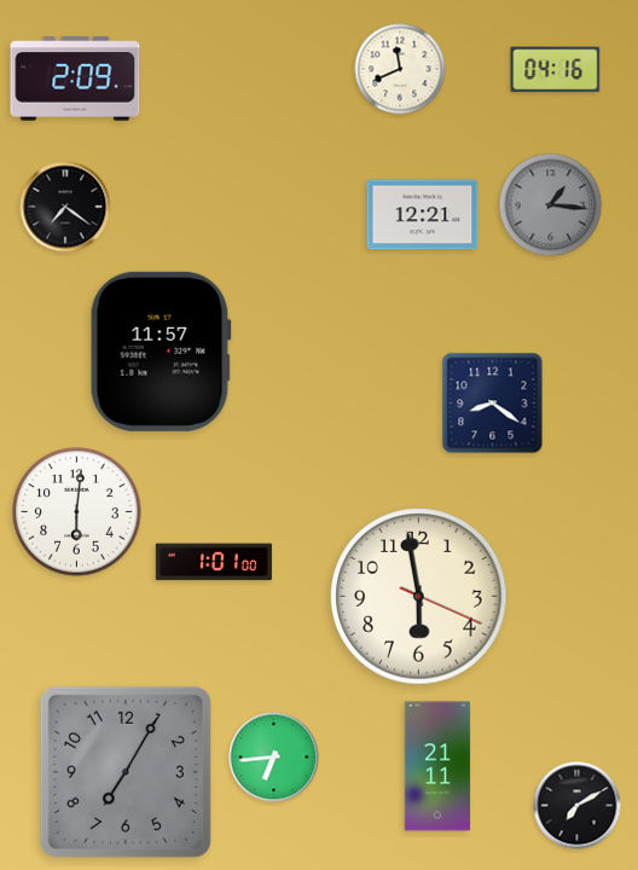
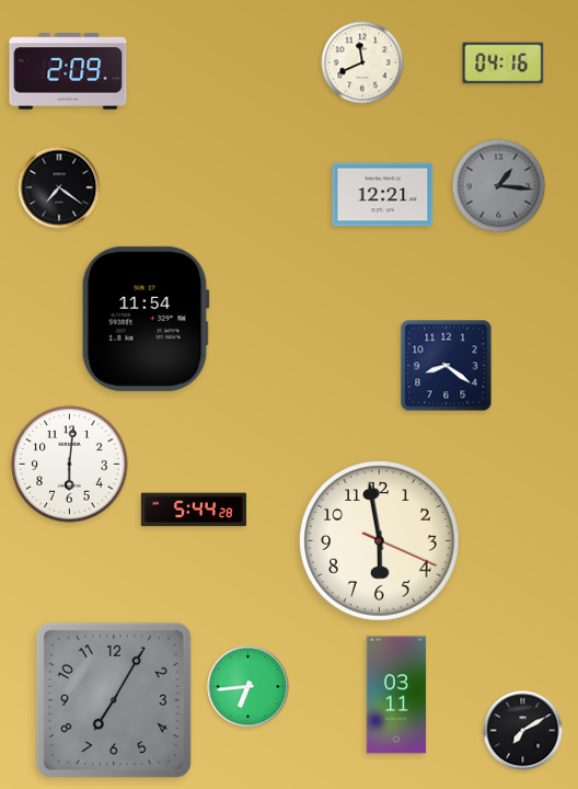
clock at (161, 352): 11:57 -> 11:54
clock at (214, 562): 1:01 -> 5:44
clock at (437, 766): 21:11 -> 03:11
